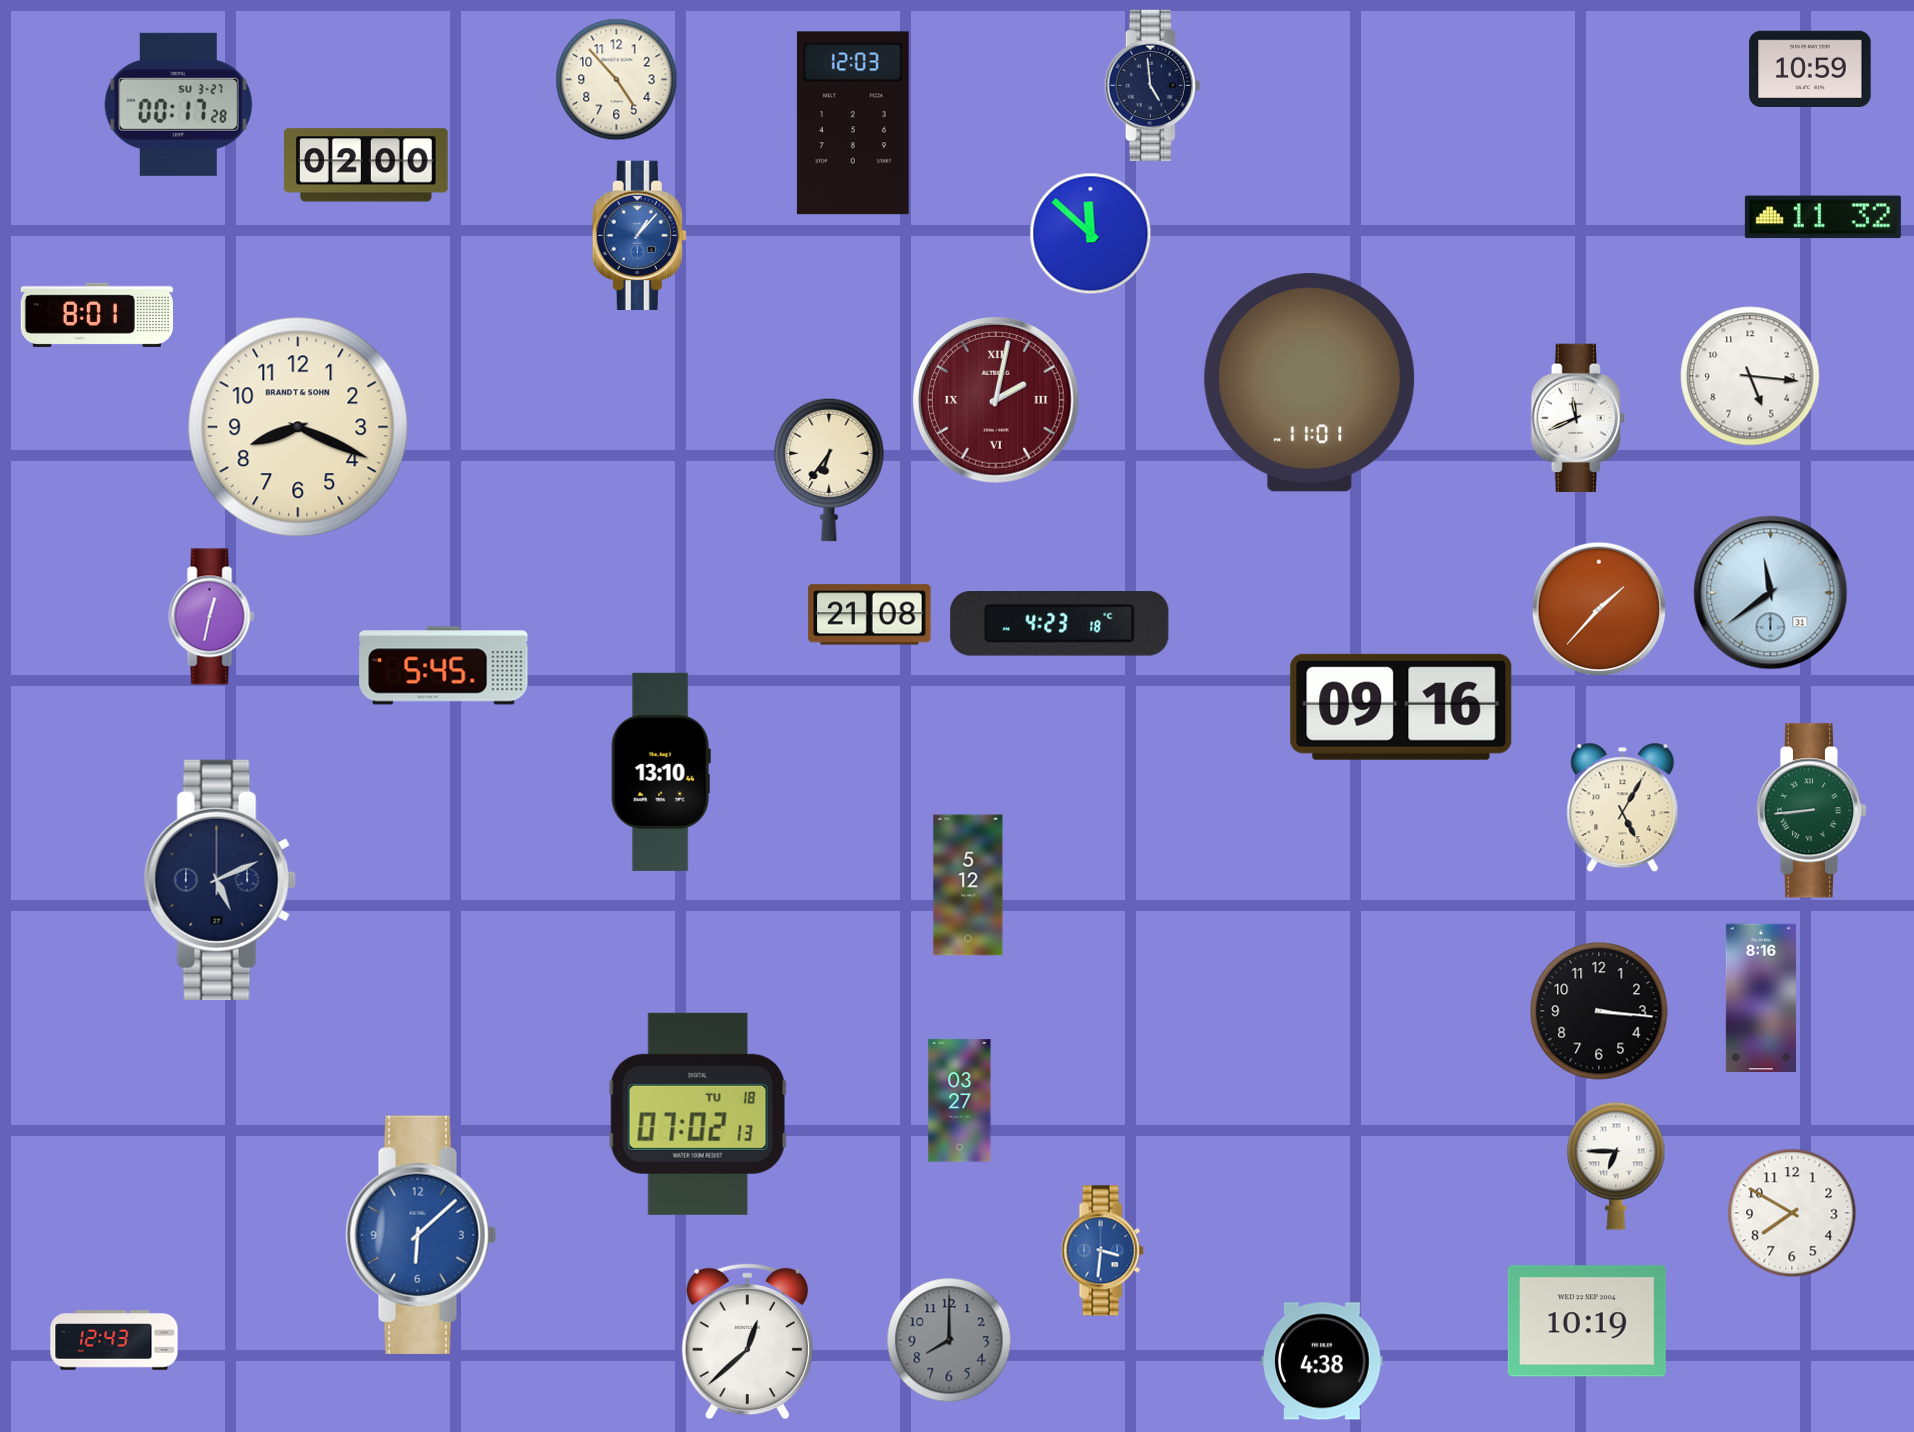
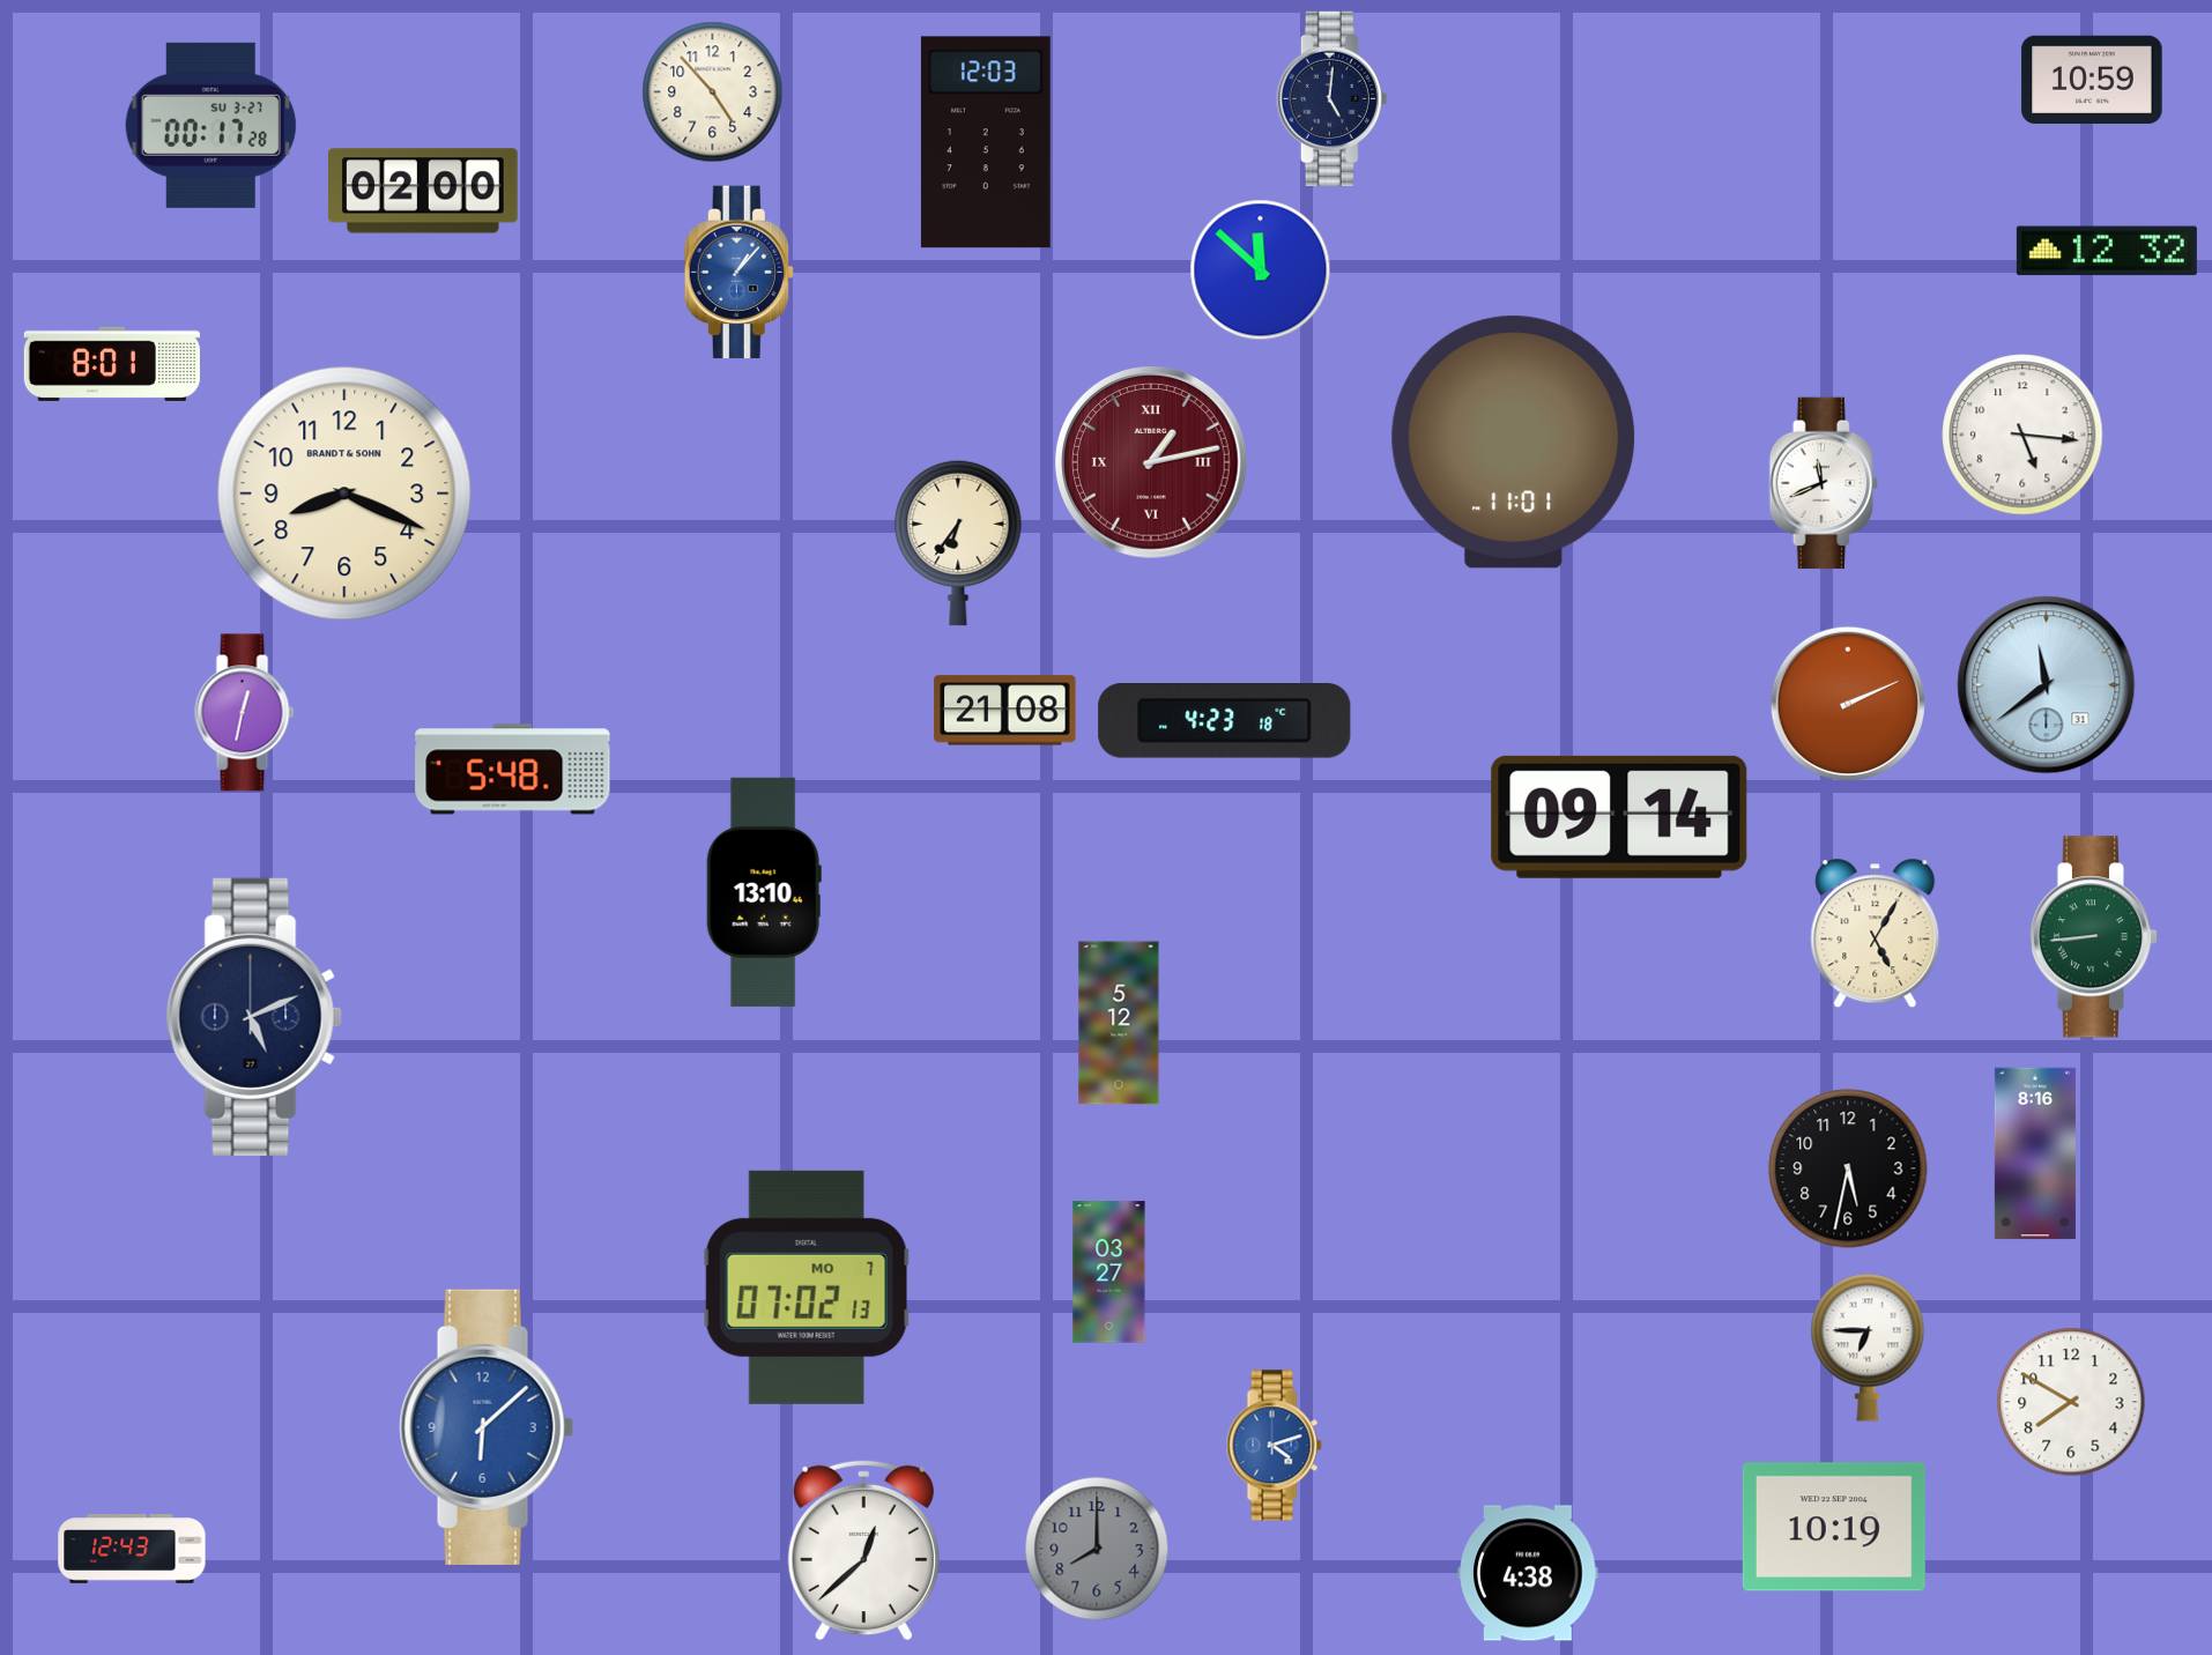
clock at (1153, 85): 4:59 -> 5:01
clock at (178, 104) position: (178, 104) -> (210, 125)
clock at (1823, 217): 11:32 -> 12:32
clock at (997, 401): 2:02 -> 1:13
clock at (1598, 608): 1:37 -> 2:11
clock at (444, 666): 5:45 -> 5:48
clock at (1401, 707): 09:16 -> 09:14
clock at (1599, 1011): 3:16 -> 5:32
clock at (698, 1114) date: TU 18 -> MO 7
clock at (1102, 1251): 3:31 -> 4:12
